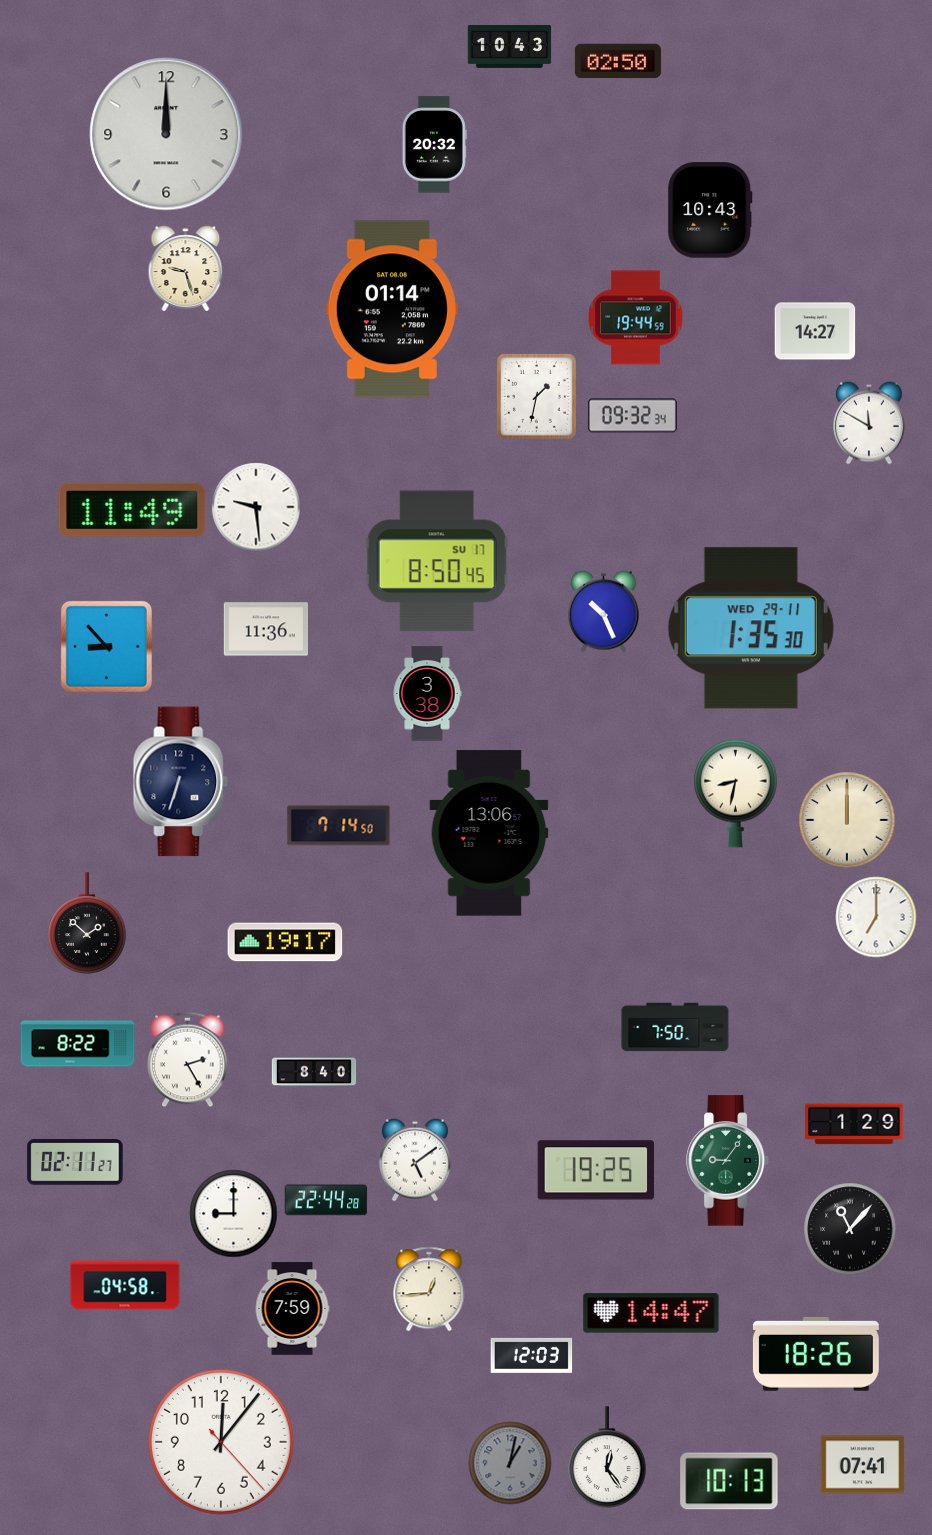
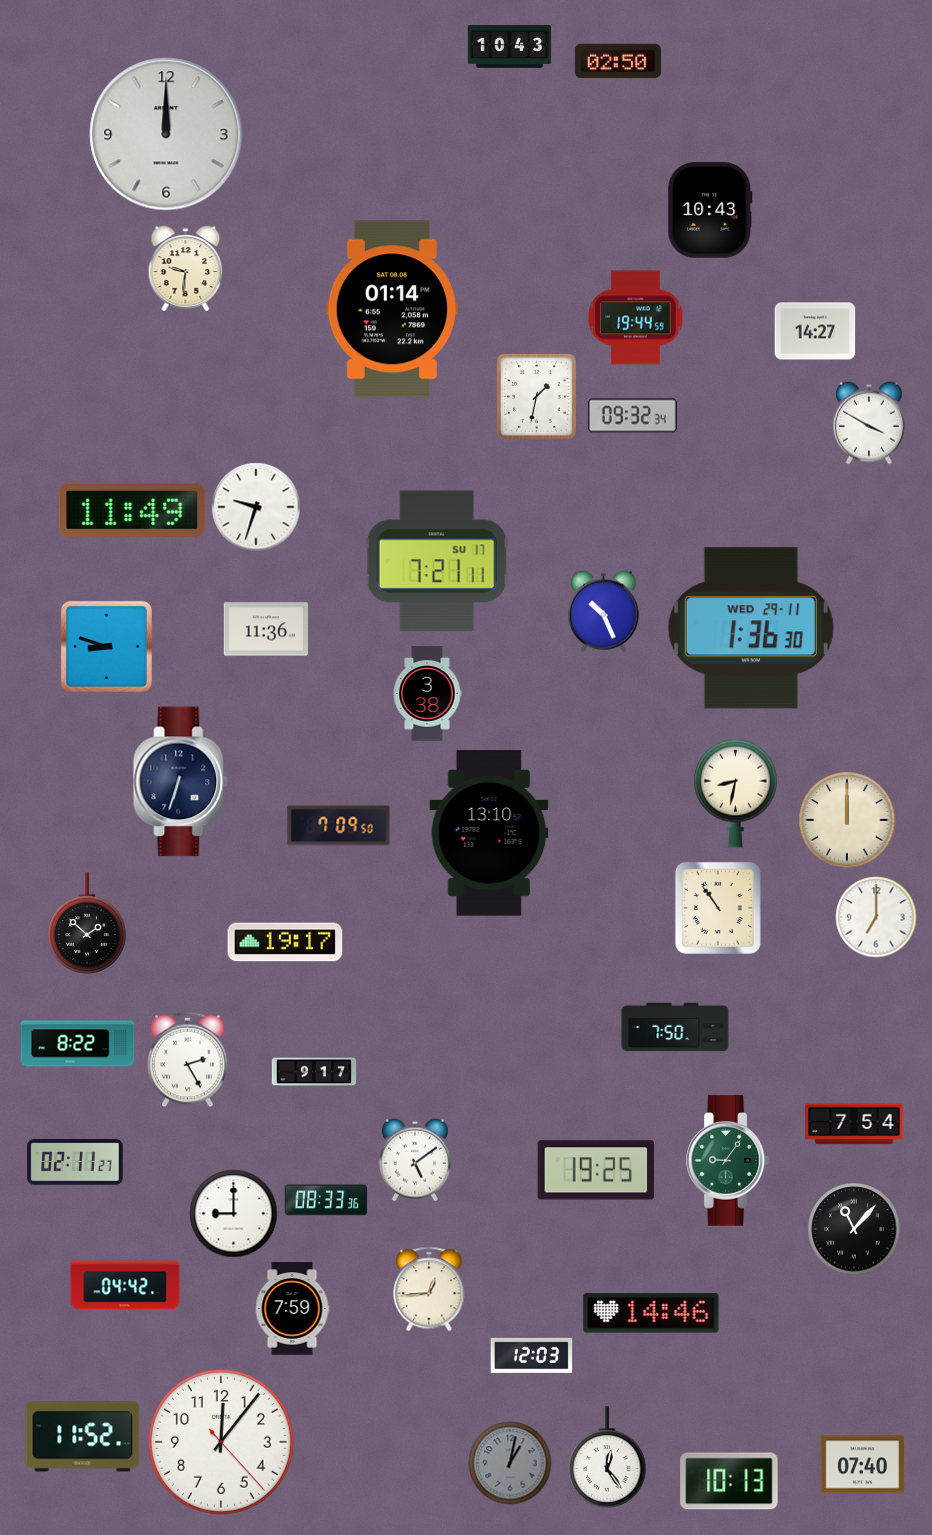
clock at (434, 145): 20:32 -> none
clock at (186, 269): 9:27 -> 9:31
clock at (869, 423): 11:50 -> 3:50
clock at (256, 507): 9:29 -> 9:33
clock at (437, 561): 8:50 -> 7:21
clock at (751, 628): 1:35 -> 1:36
clock at (106, 646): 8:53 -> 8:48
clock at (339, 826): 7:14 -> 7:09
clock at (489, 833): 13:06 -> 13:10
clock at (718, 908): none -> 10:54
clock at (314, 1072): 8:40 -> 9:17
clock at (854, 1124): 1:29 -> 7:54
clock at (326, 1200): 22:44 -> 08:33
clock at (850, 1229) position: (850, 1229) -> (854, 1229)
clock at (125, 1285): 04:58 -> 04:42
clock at (651, 1313): 14:47 -> 14:46
clock at (816, 1354): 18:26 -> none
clock at (83, 1437): none -> 11:52
clock at (863, 1465): 07:41 -> 07:40
